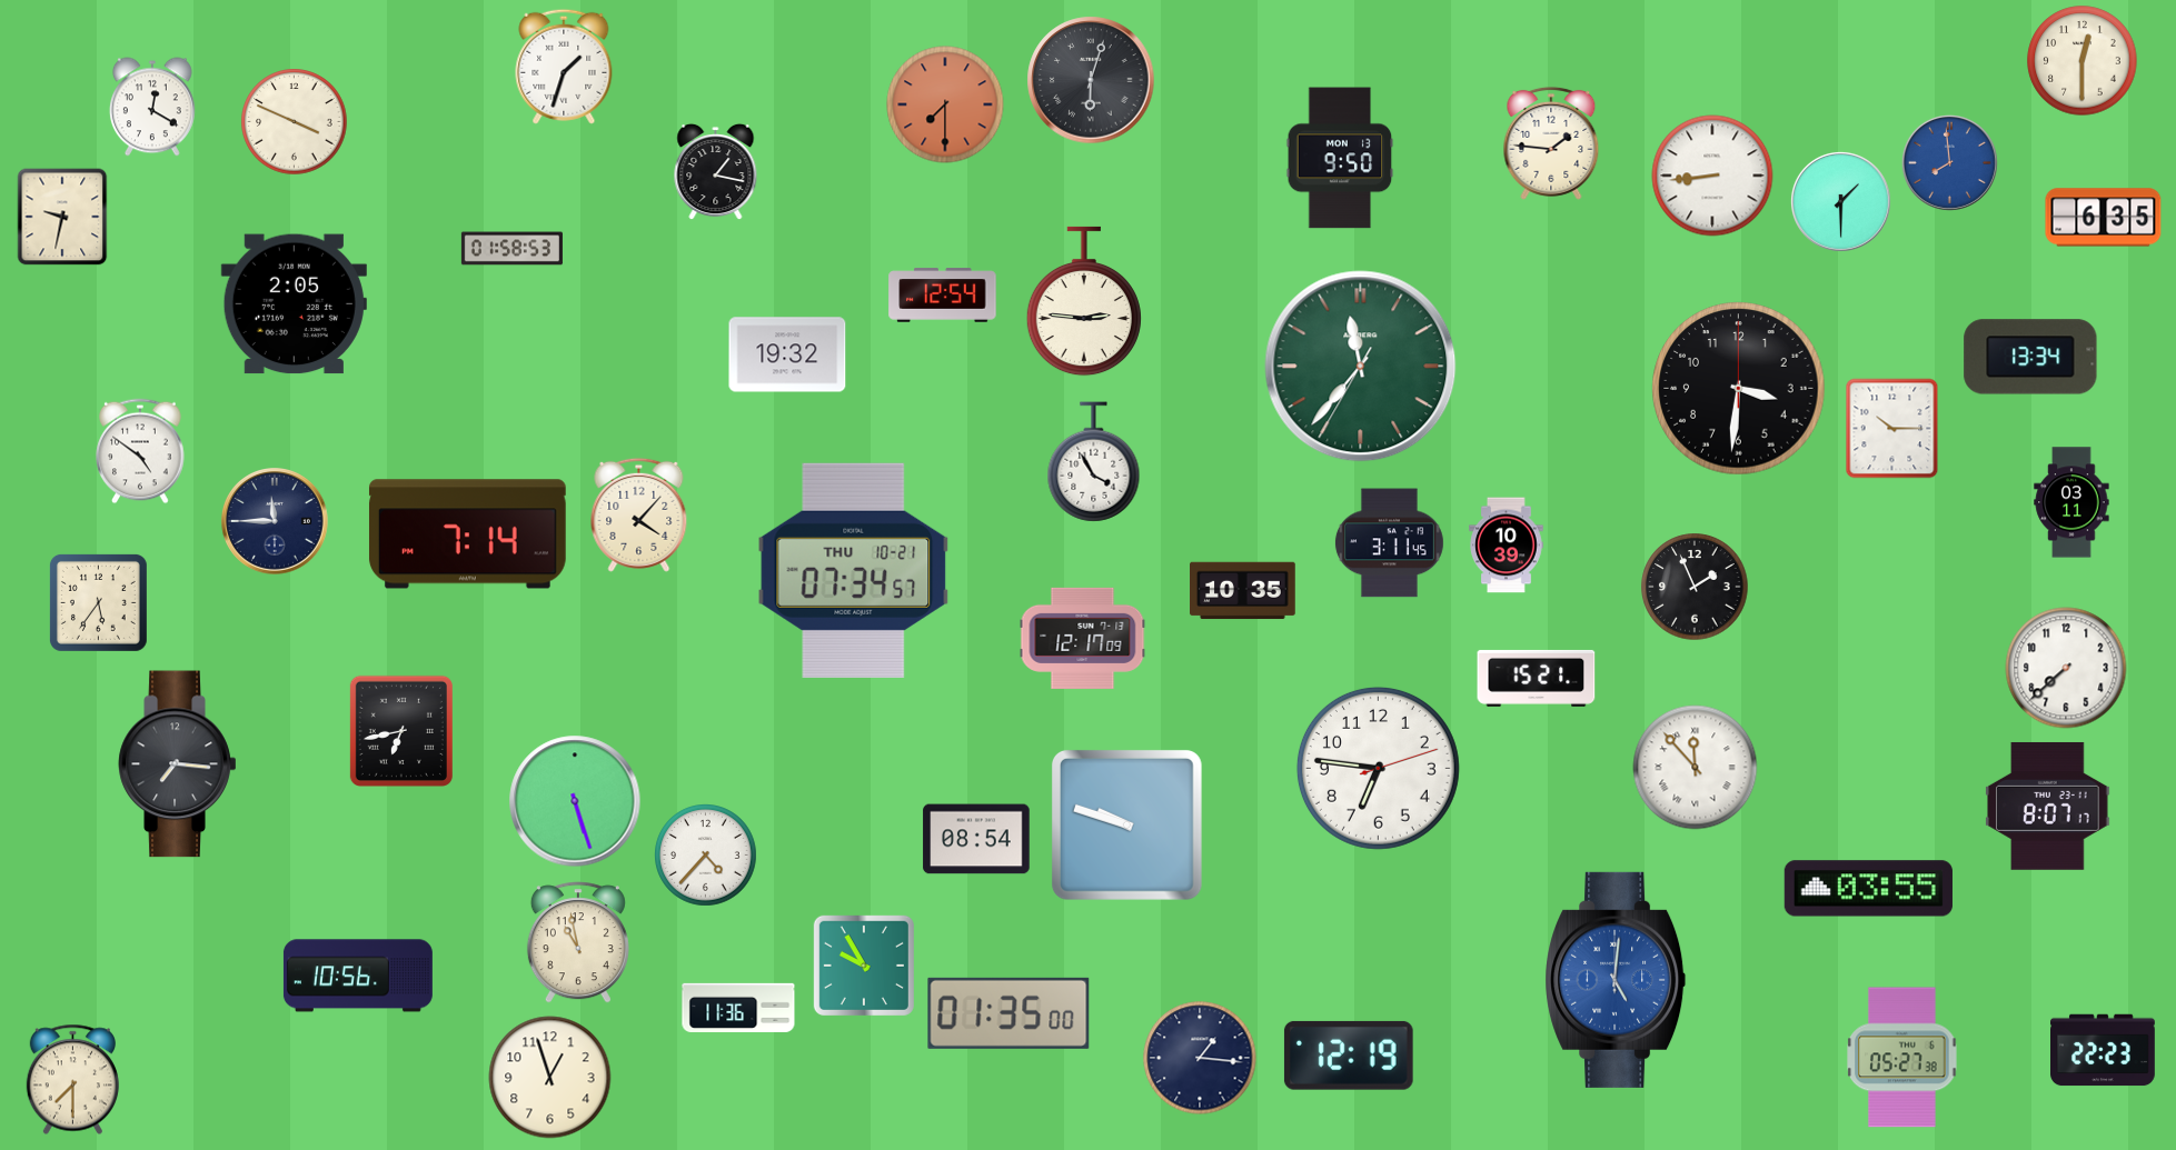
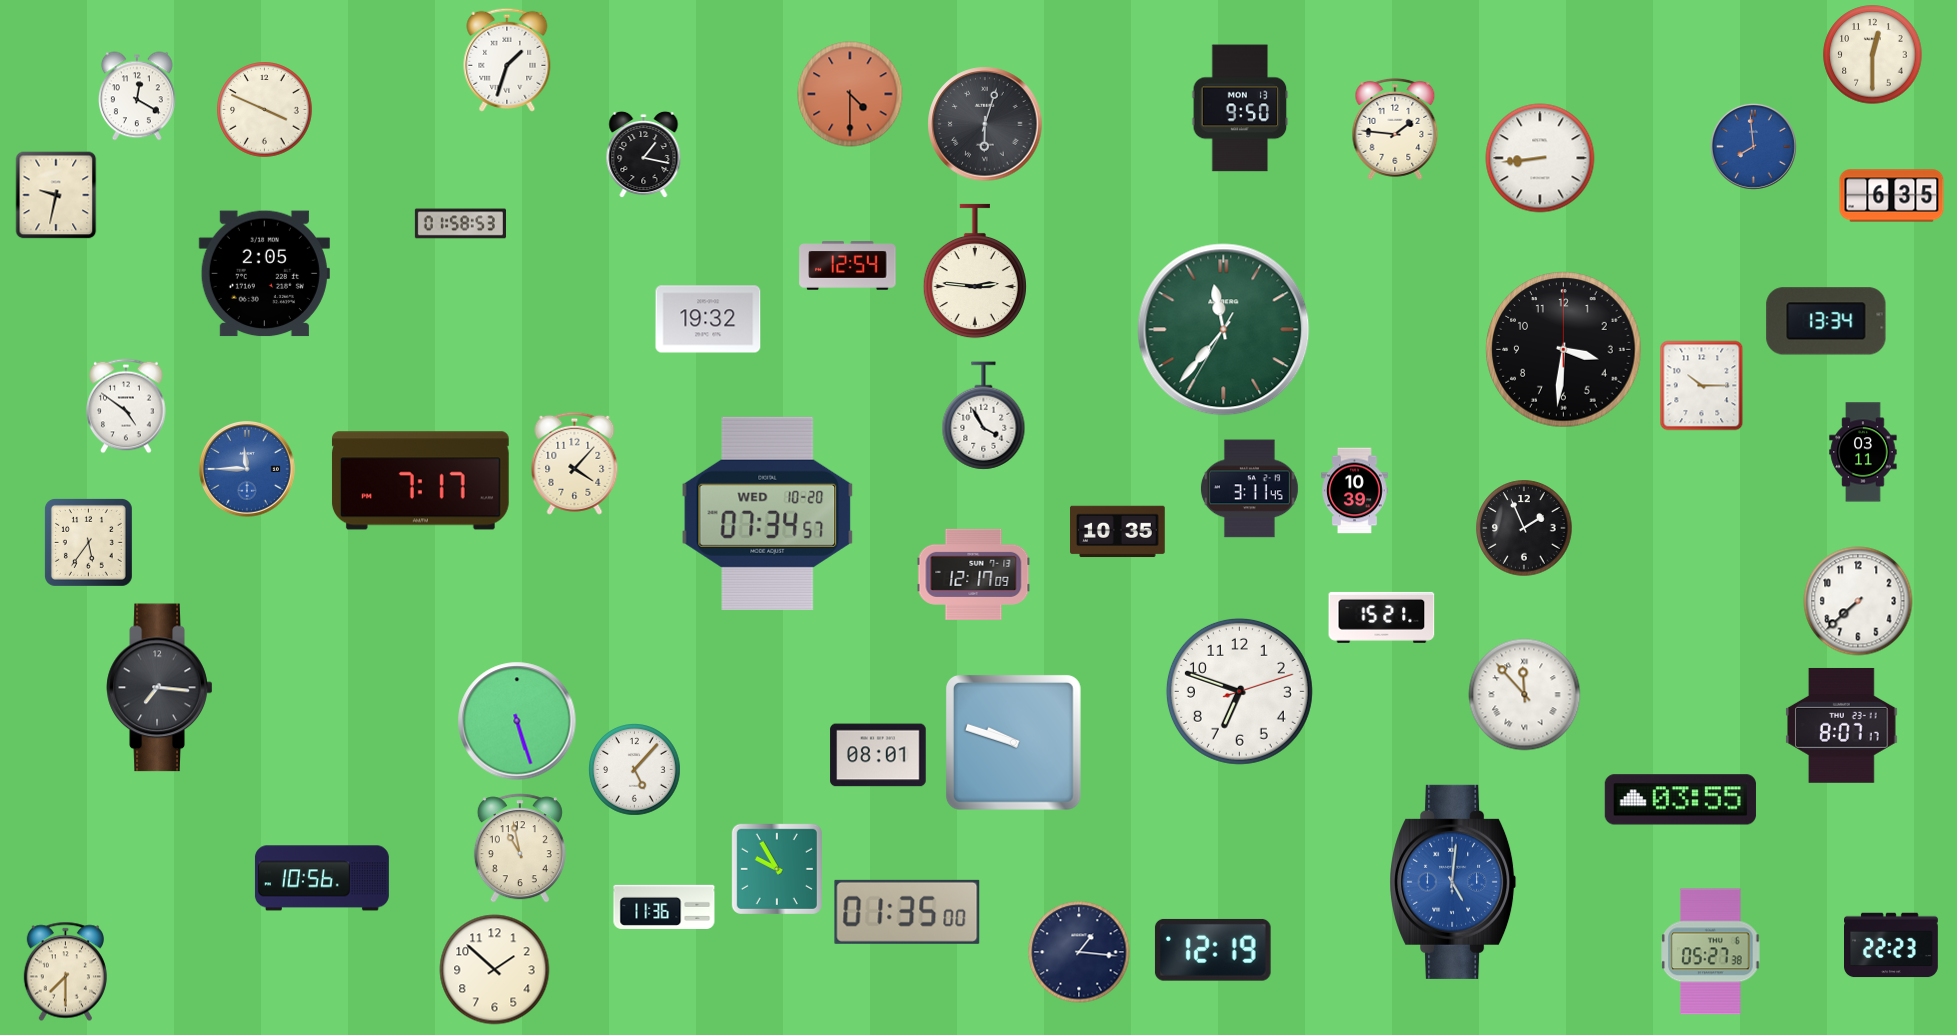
clock at (1091, 80) position: (1091, 80) -> (985, 124)
clock at (945, 104): 7:30 -> 4:30
clock at (1340, 158) position: (1340, 158) -> (1240, 108)
clock at (1840, 201): 1:30 -> none
clock at (276, 522) dial: navy -> blue
clock at (467, 534): 7:14 -> 7:17
clock at (854, 570) date: THU 10-21 -> WED 10-20
clock at (1537, 678) position: (1537, 678) -> (1382, 617)
clock at (401, 731): 6:43 -> none
clock at (1378, 768): 6:46 -> 6:48
clock at (1696, 768) position: (1696, 768) -> (1525, 695)
clock at (976, 839): 08:54 -> 08:01
clock at (706, 856): 4:37 -> 5:07
clock at (550, 1078): 12:57 -> 1:52
